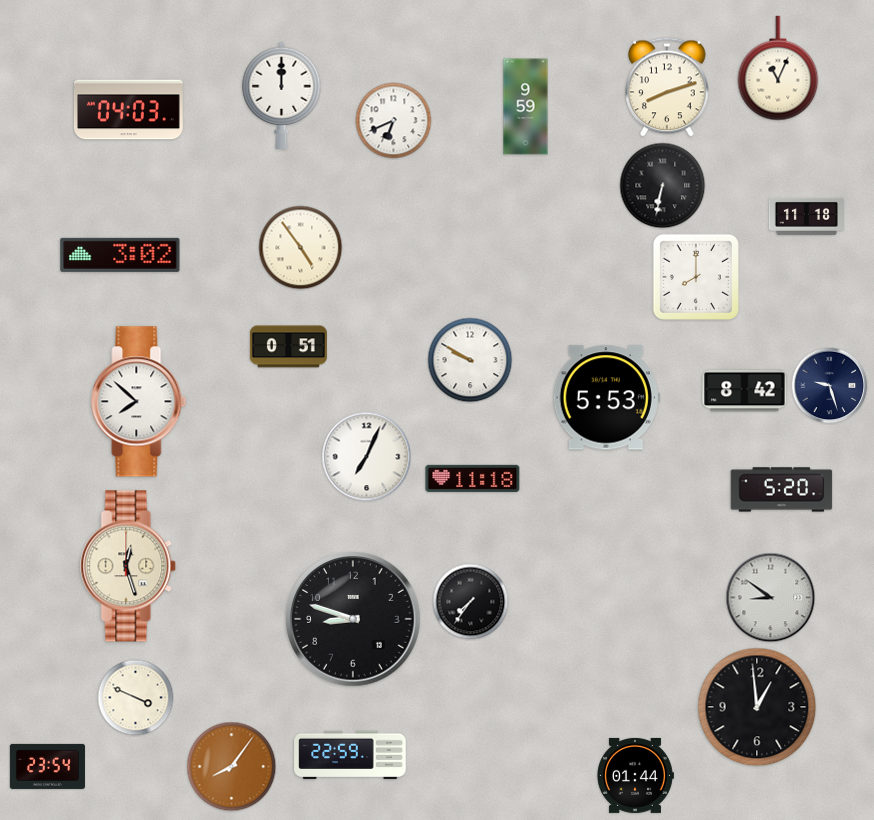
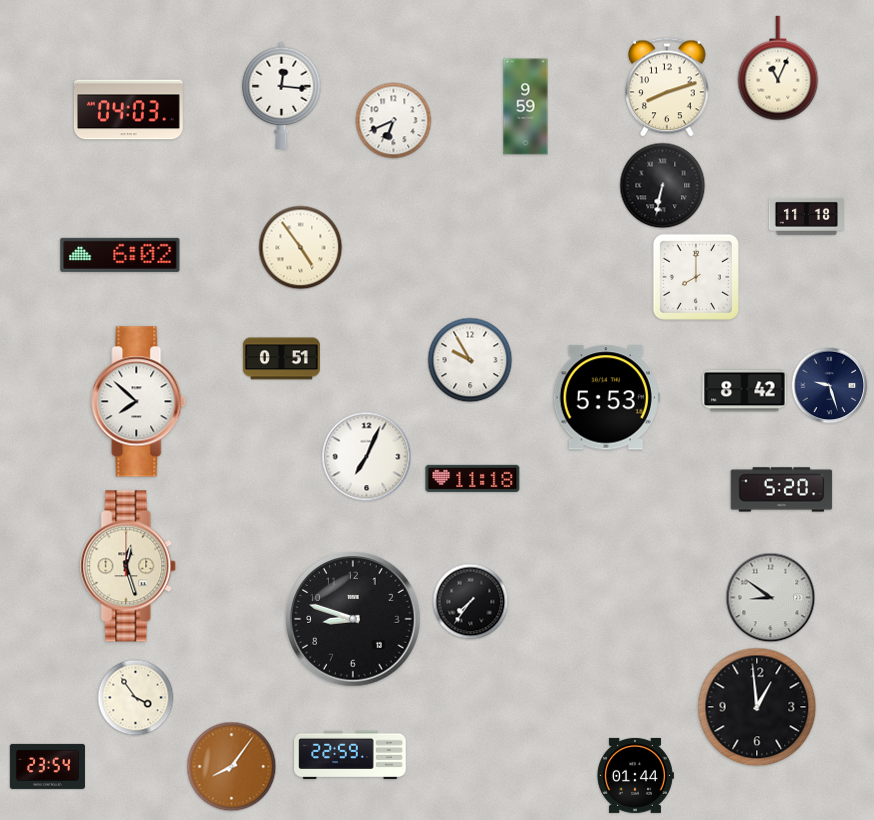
clock at (282, 95): 12:00 -> 12:16
clock at (120, 255): 3:02 -> 6:02
clock at (288, 347) position: (288, 347) -> (281, 359)
clock at (470, 360): 9:50 -> 9:55
clock at (136, 698): 3:49 -> 3:54
